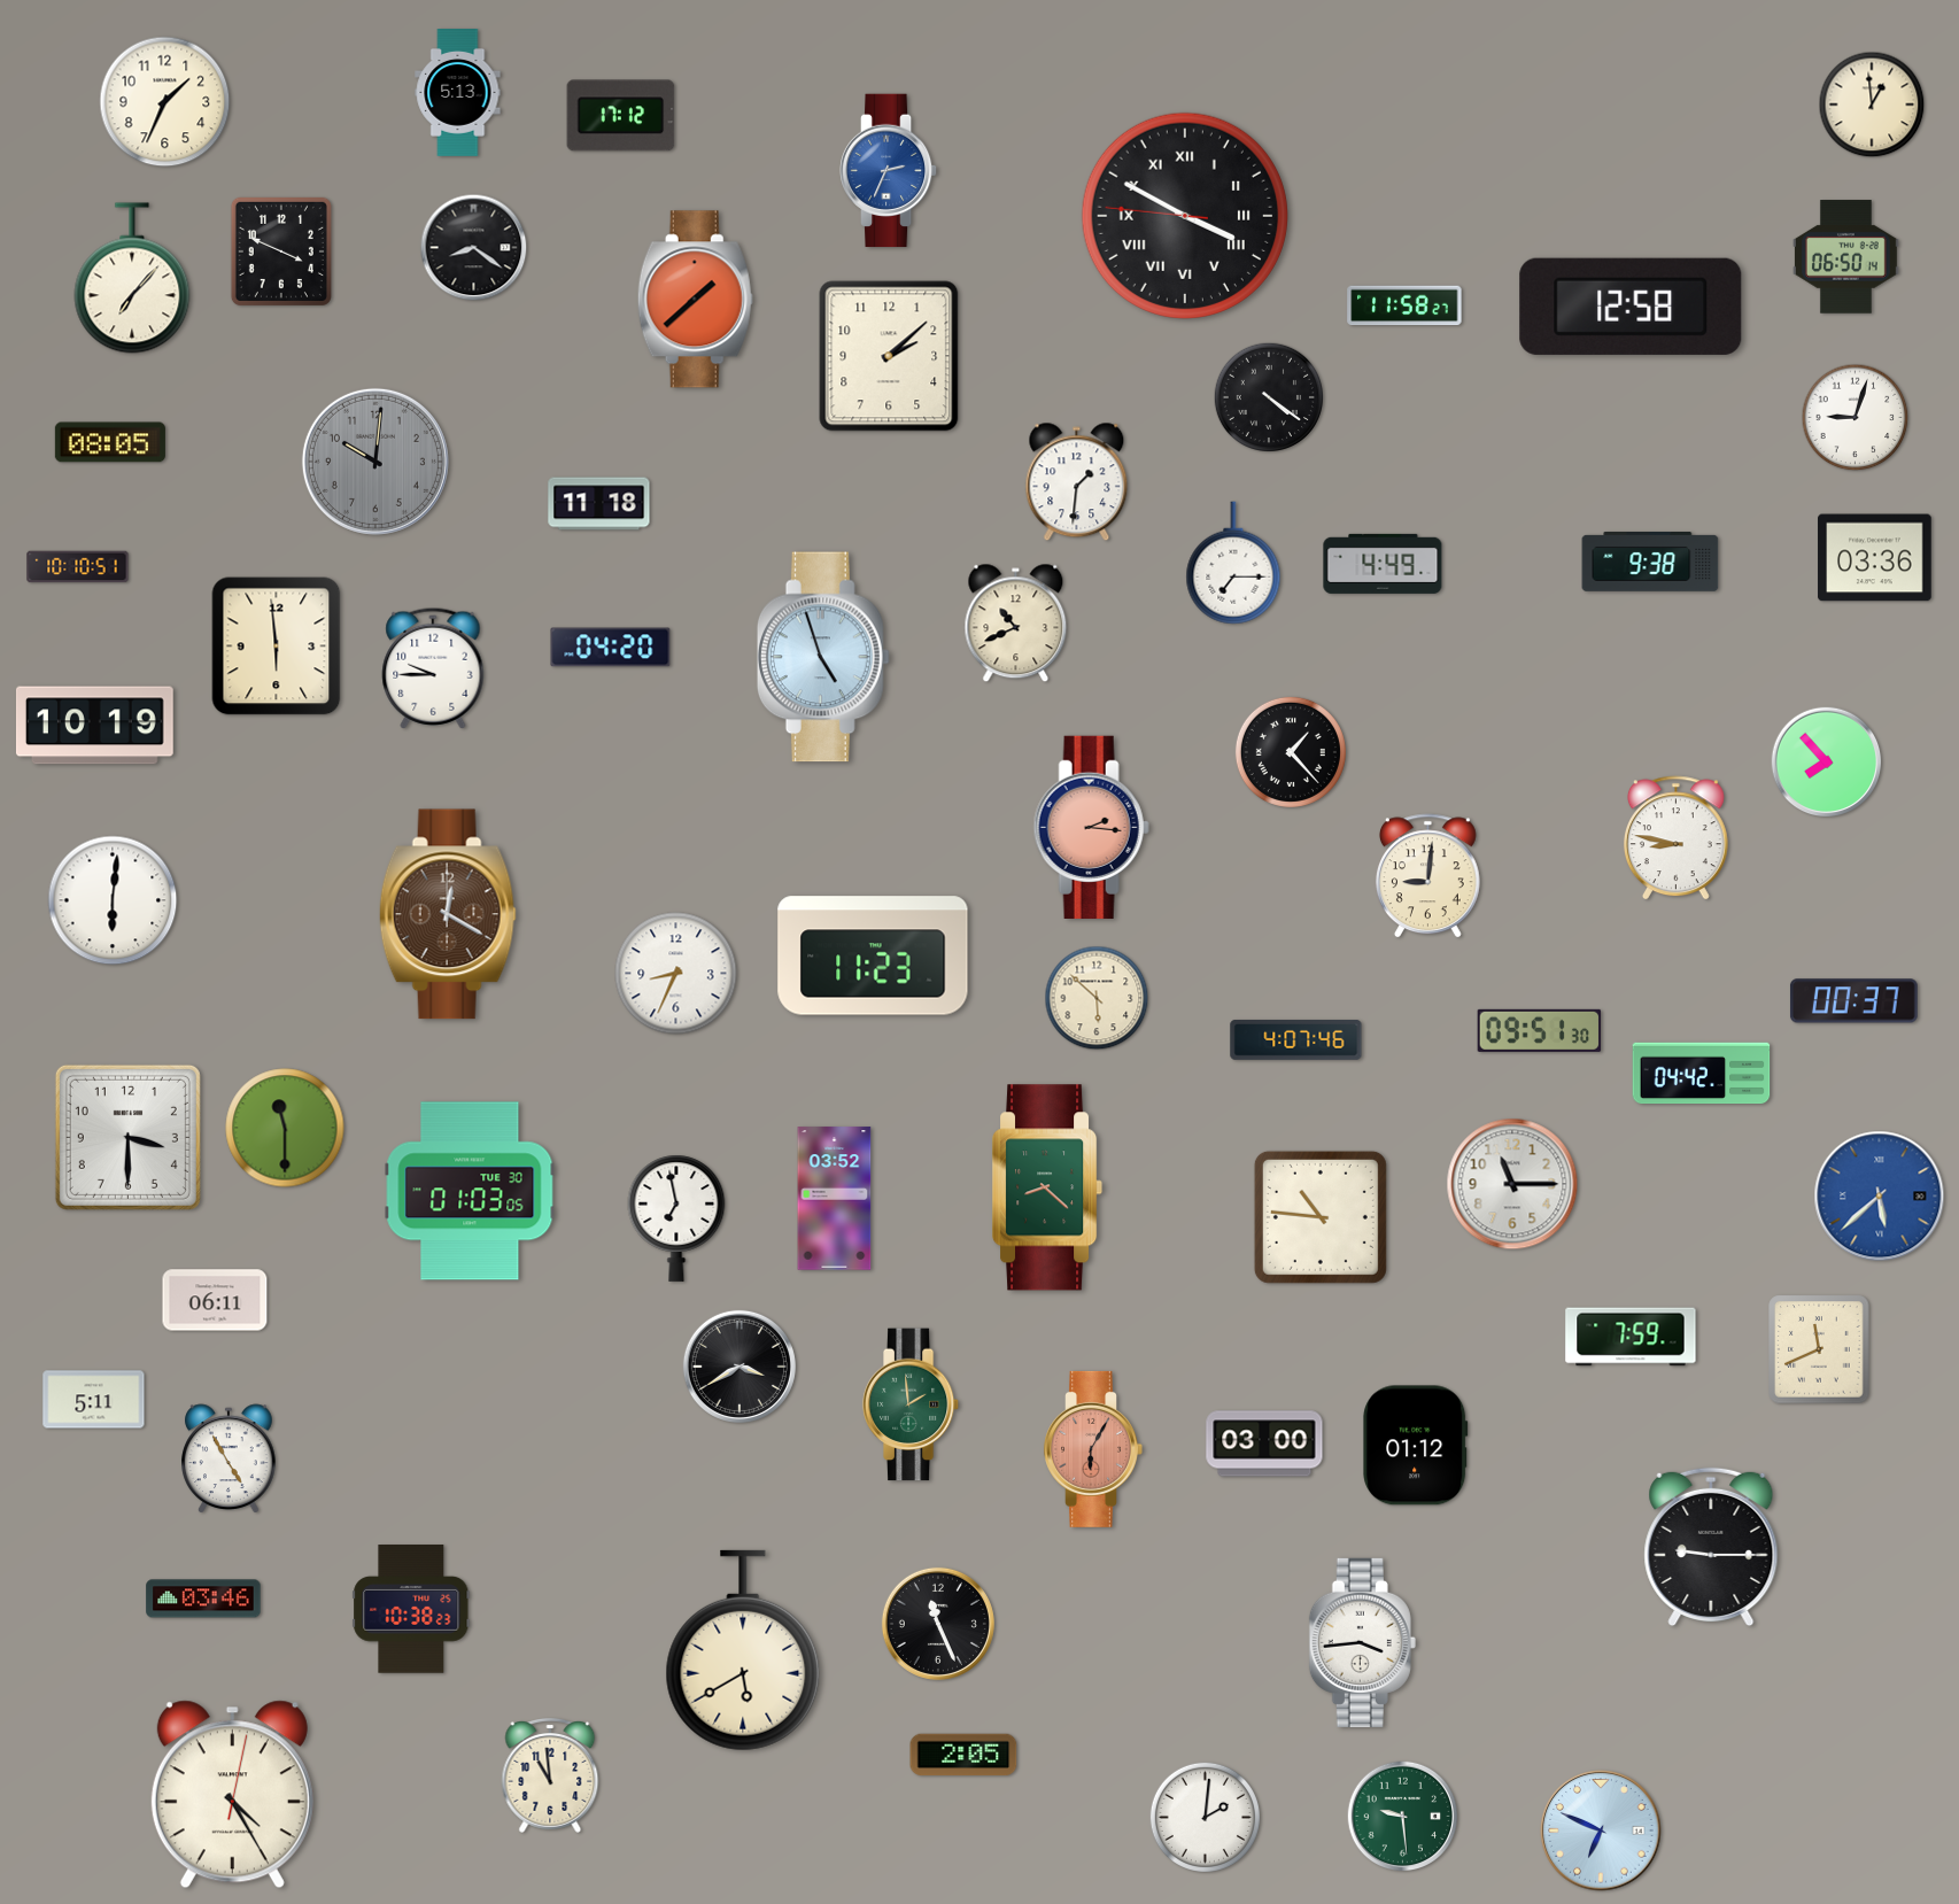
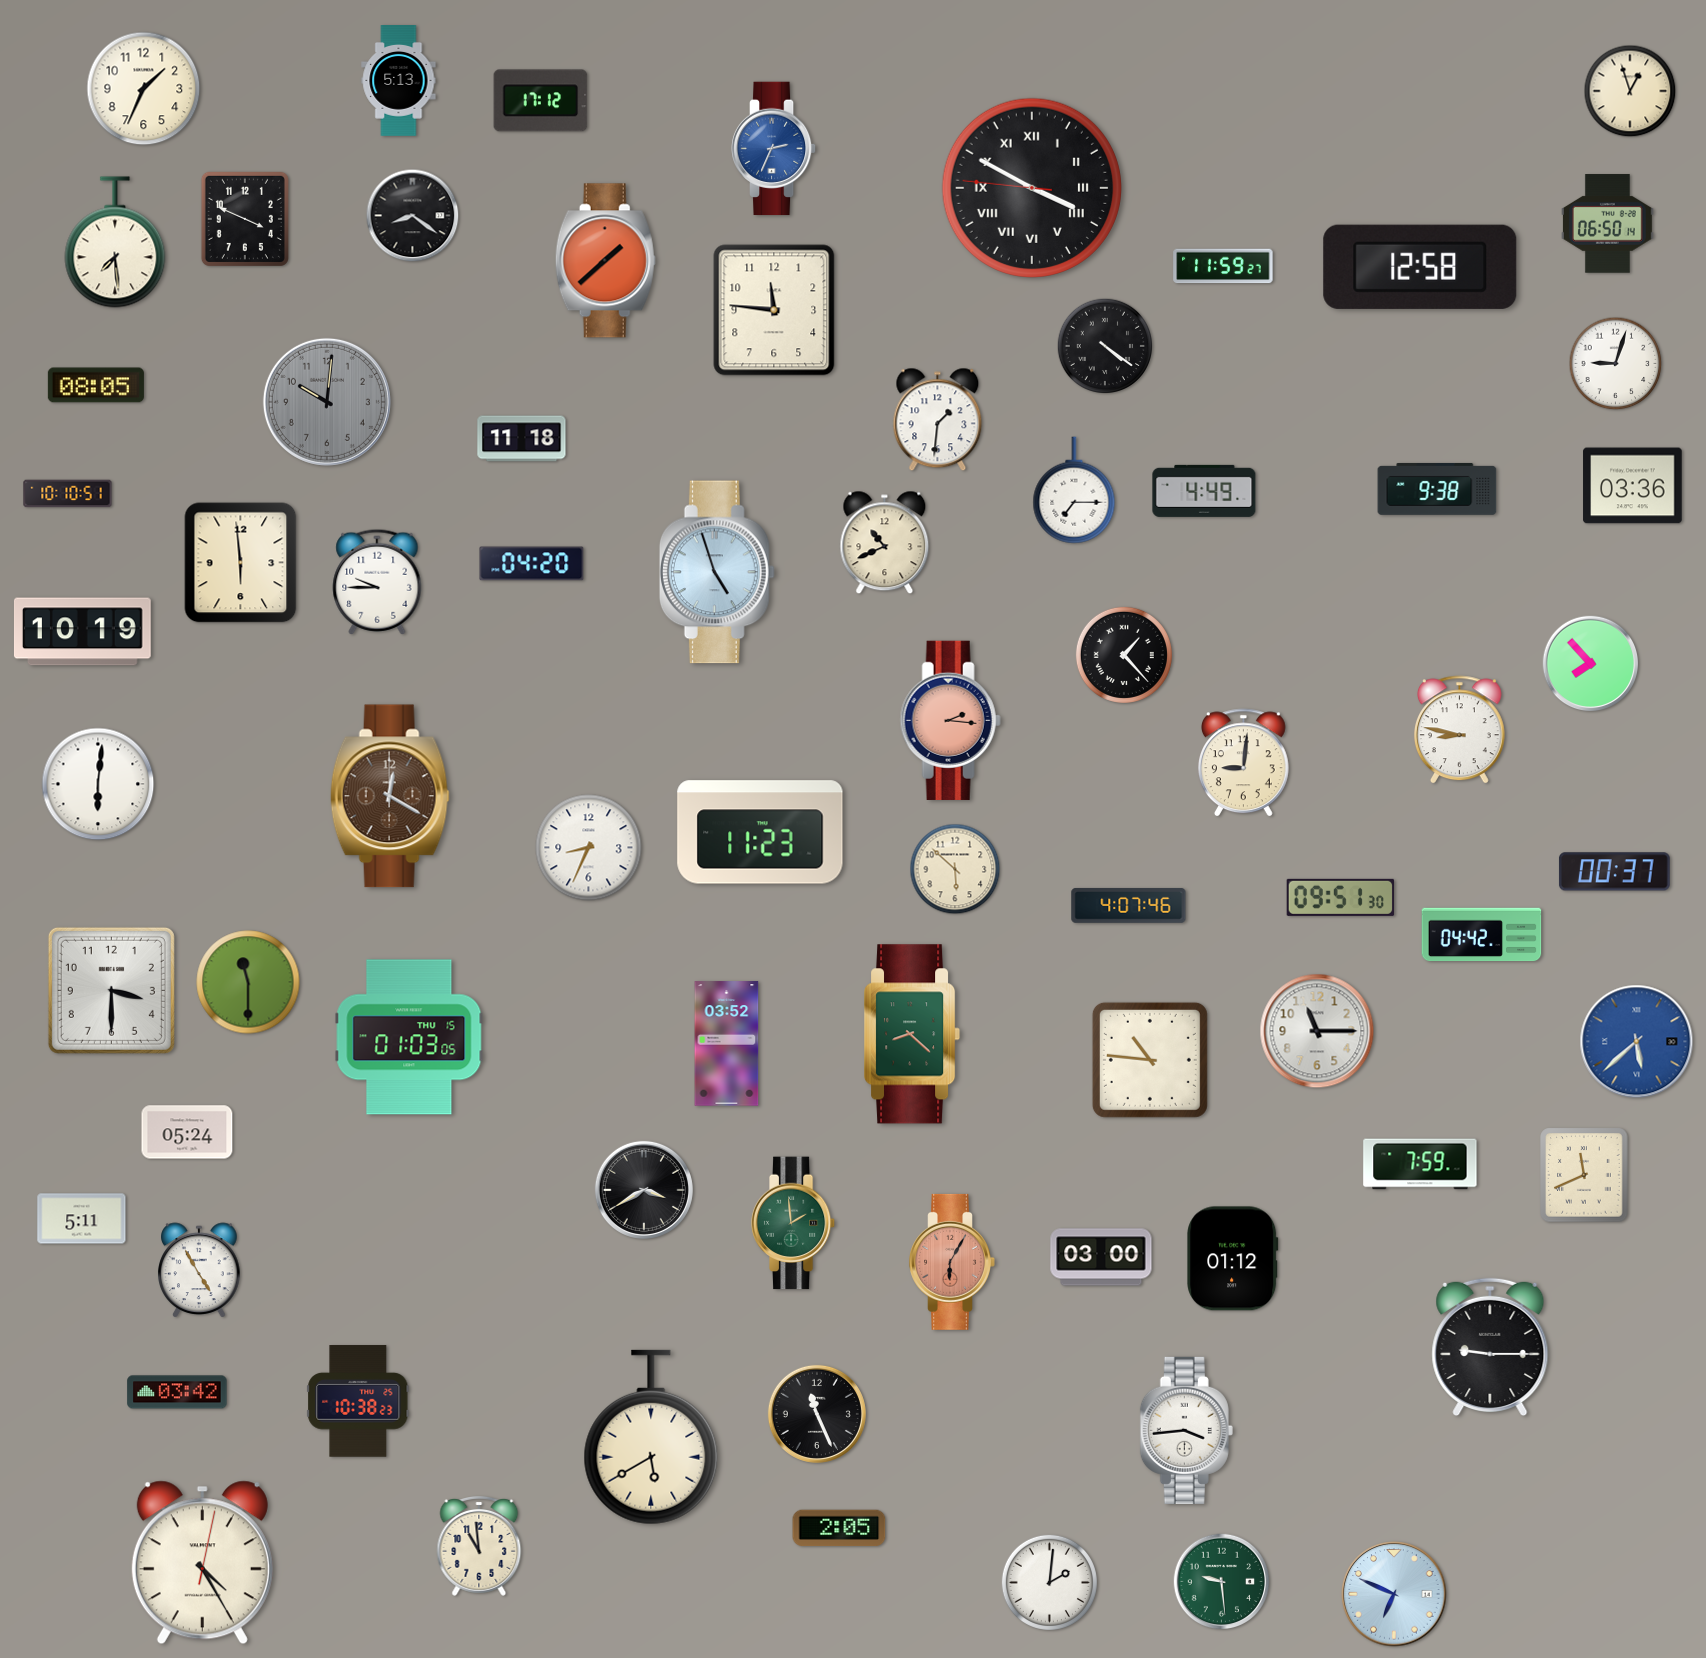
clock at (1872, 105): 12:59 -> 12:57
clock at (132, 278): 7:07 -> 7:29
clock at (1404, 305): 11:58 -> 11:59
clock at (889, 356): 2:08 -> 11:46
clock at (470, 1191) date: TUE 30 -> THU 15
clock at (676, 1218): 6:58 -> none
clock at (215, 1300): 06:11 -> 05:24
clock at (203, 1599): 03:46 -> 03:42
clock at (743, 1650) position: (743, 1650) -> (651, 1437)
